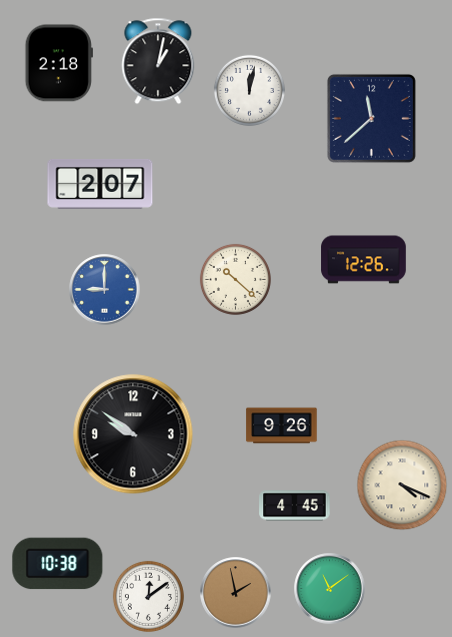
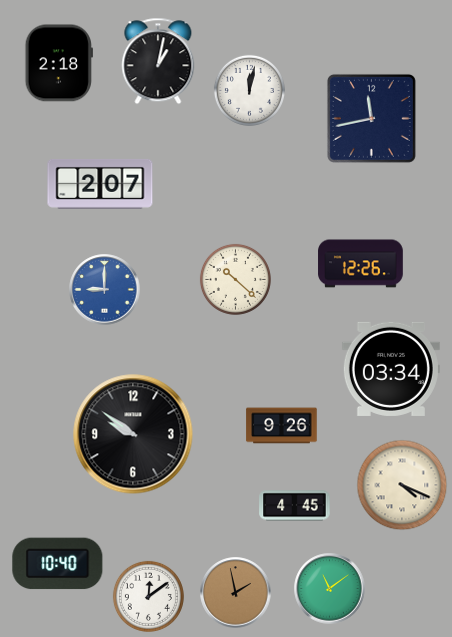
clock at (371, 118): 11:38 -> 11:43
clock at (364, 260) position: (364, 260) -> (361, 264)
clock at (391, 369): none -> 03:34
clock at (58, 564): 10:38 -> 10:40
